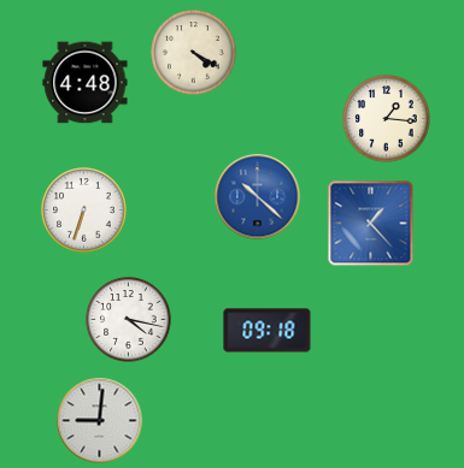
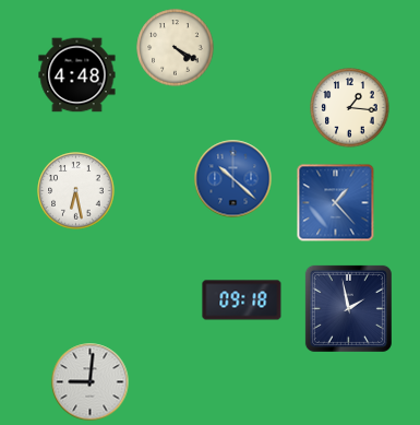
clock at (84, 211): 6:33 -> 6:28
clock at (129, 320): 4:17 -> none
clock at (348, 308): none -> 1:58
